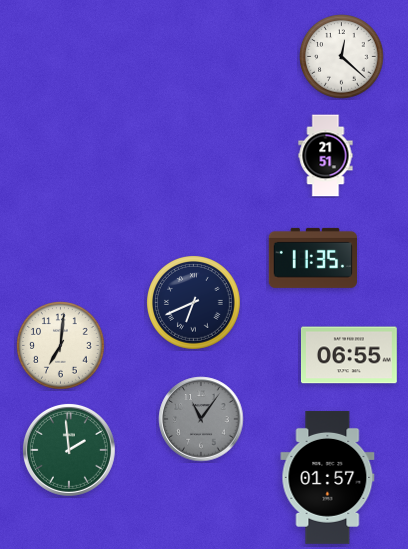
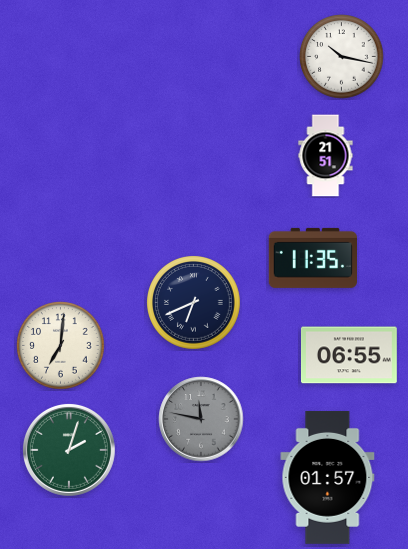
clock at (342, 57): 12:22 -> 10:17
clock at (201, 419): 11:06 -> 11:47
clock at (69, 450): 1:59 -> 2:03
